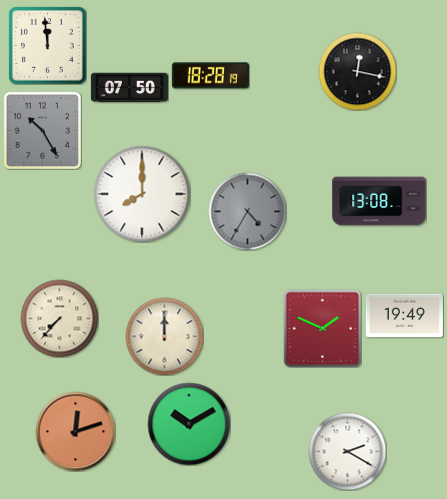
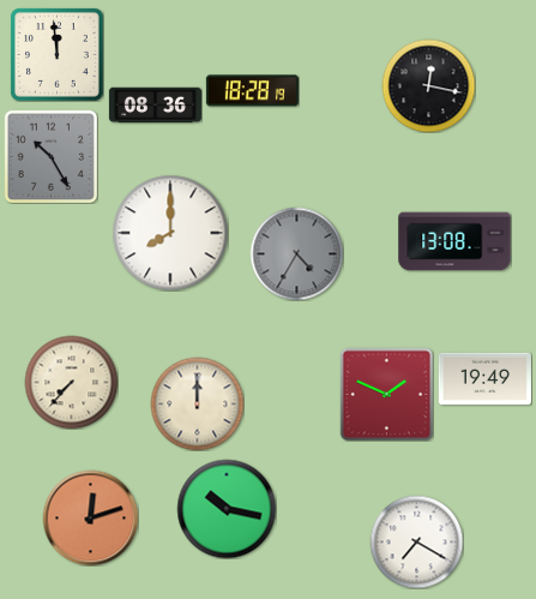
clock at (129, 88): 07:50 -> 08:36
clock at (189, 424): 10:10 -> 10:17
clock at (347, 451): 2:20 -> 7:20
